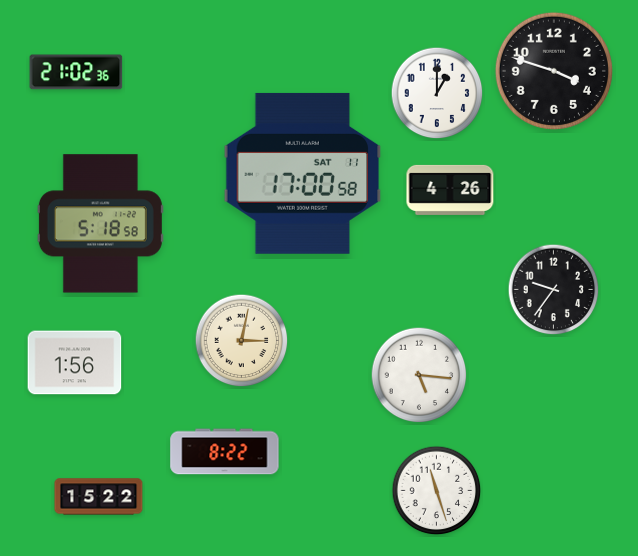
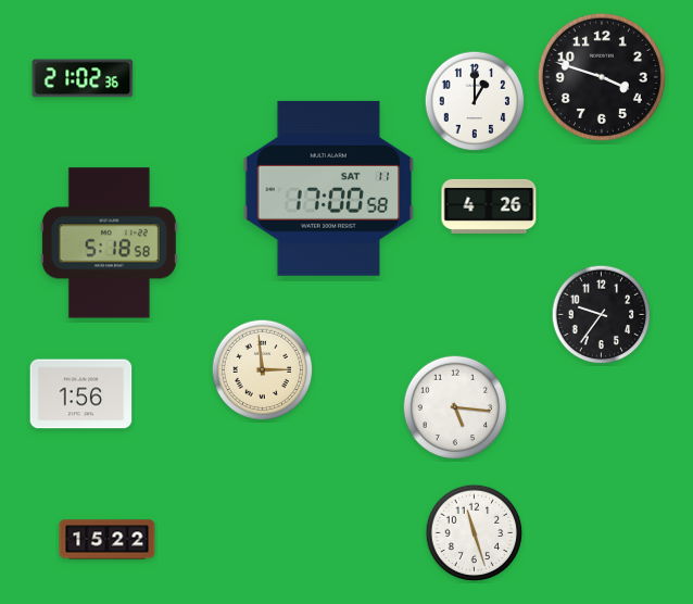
clock at (242, 341): 3:02 -> 2:59
clock at (225, 452): 8:22 -> none
